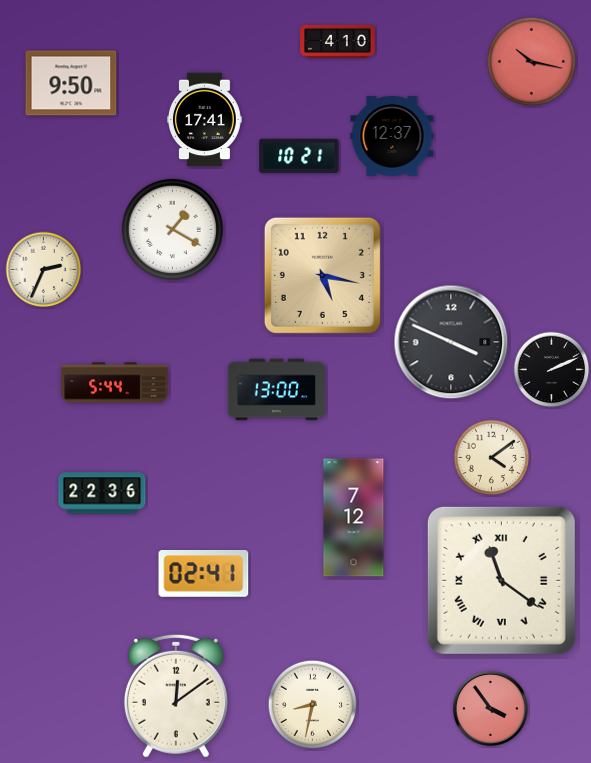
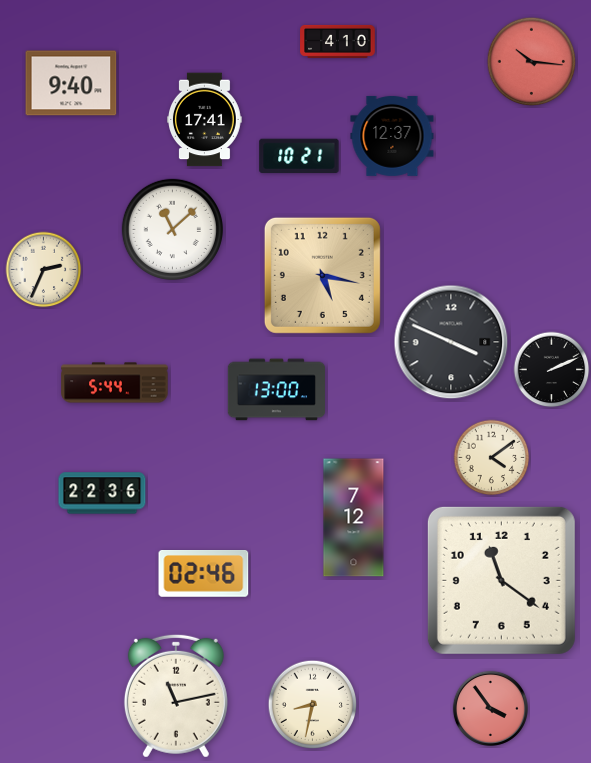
clock at (532, 62): 10:17 -> 10:16
clock at (71, 83): 9:50 -> 9:40
clock at (172, 229): 1:20 -> 11:08
clock at (204, 574): 02:41 -> 02:46
clock at (501, 580) numerals: Roman -> Arabic
clock at (176, 696): 12:09 -> 11:13
